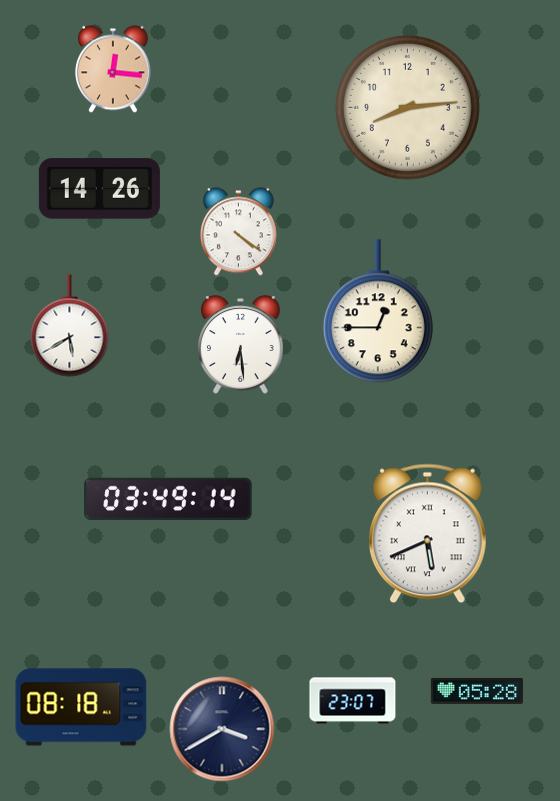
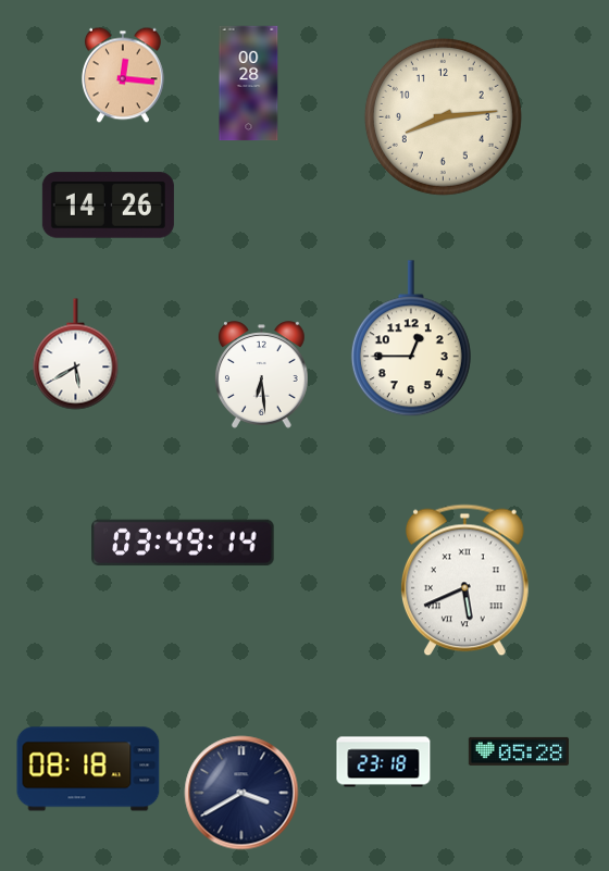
clock at (249, 84): none -> 00:28
clock at (238, 232): 4:21 -> none
clock at (353, 701): 23:07 -> 23:18
